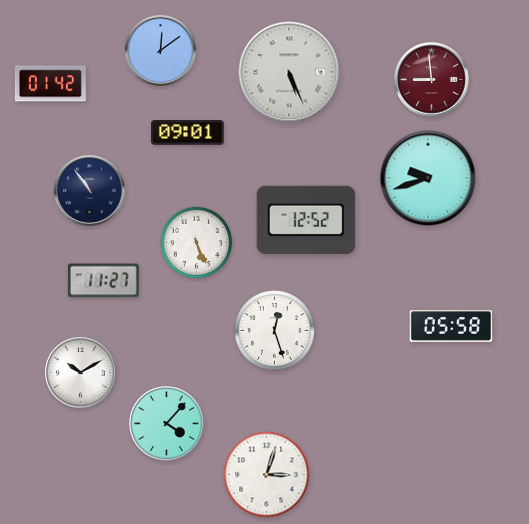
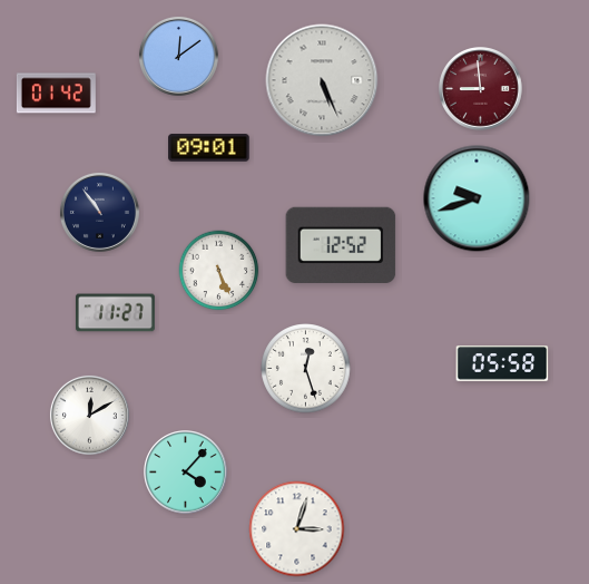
clock at (80, 372): 10:10 -> 12:10
